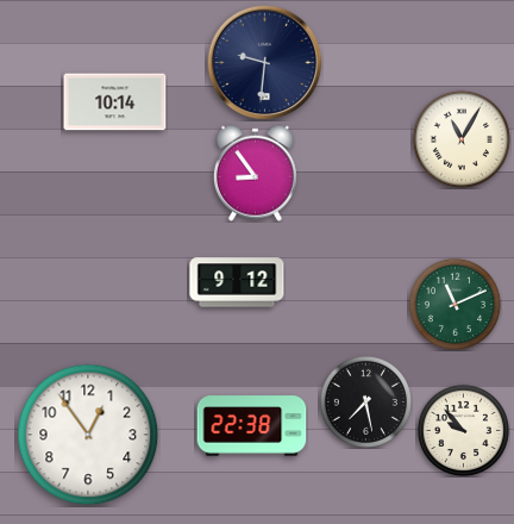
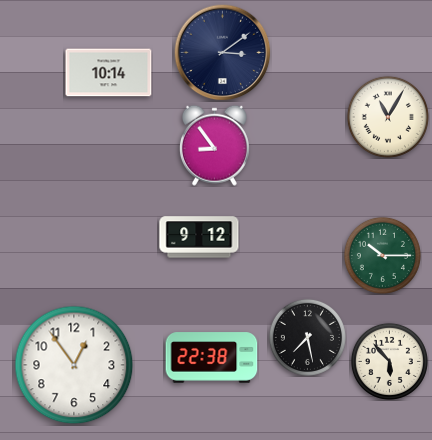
clock at (265, 63): 9:31 -> 3:09
clock at (115, 102) position: (115, 102) -> (109, 73)
clock at (455, 304): 11:11 -> 10:15
clock at (463, 430): 9:53 -> 5:53
